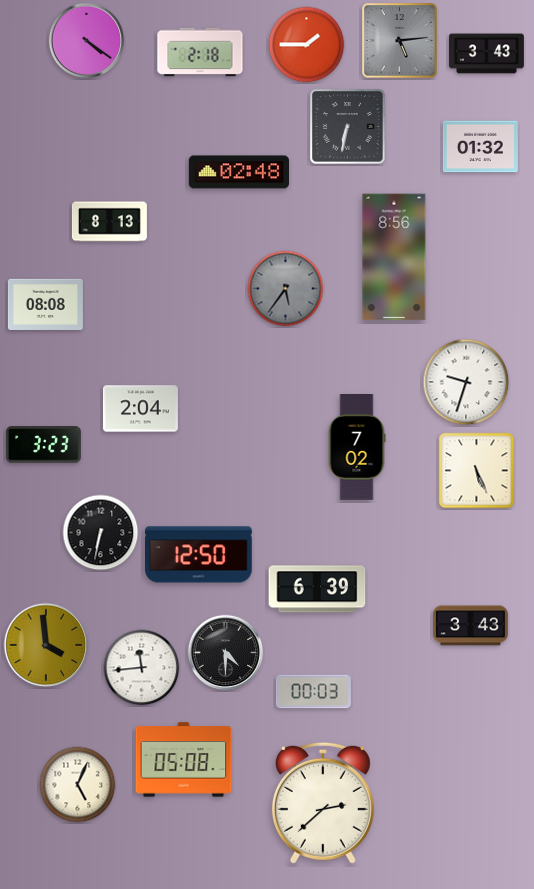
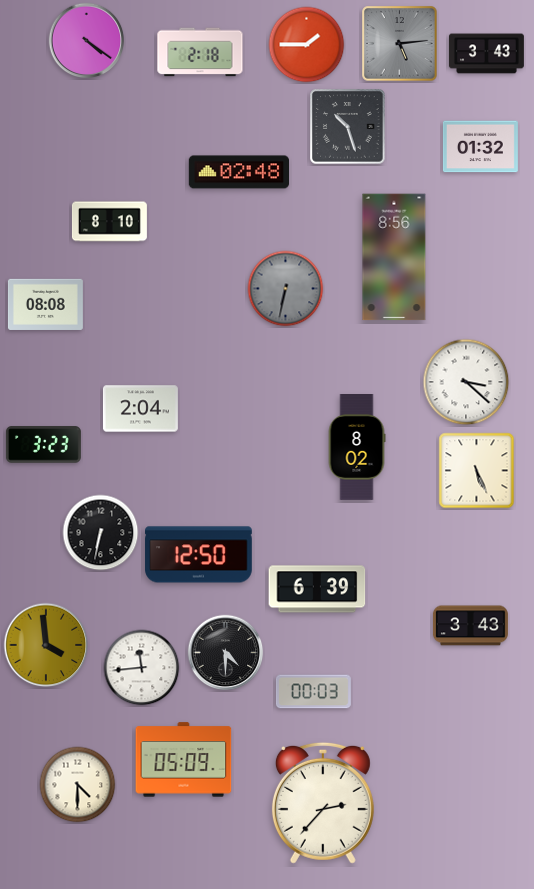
clock at (400, 41) position: (400, 41) -> (400, 44)
clock at (348, 127): 6:32 -> 10:27
clock at (109, 222): 8:13 -> 8:10
clock at (286, 289): 5:36 -> 6:32
clock at (466, 382): 9:33 -> 3:22
clock at (357, 448): 7:02 -> 8:02
clock at (184, 760): 05:08 -> 05:09
clock at (78, 785): 5:04 -> 4:30
clock at (323, 803): 2:38 -> 2:37
